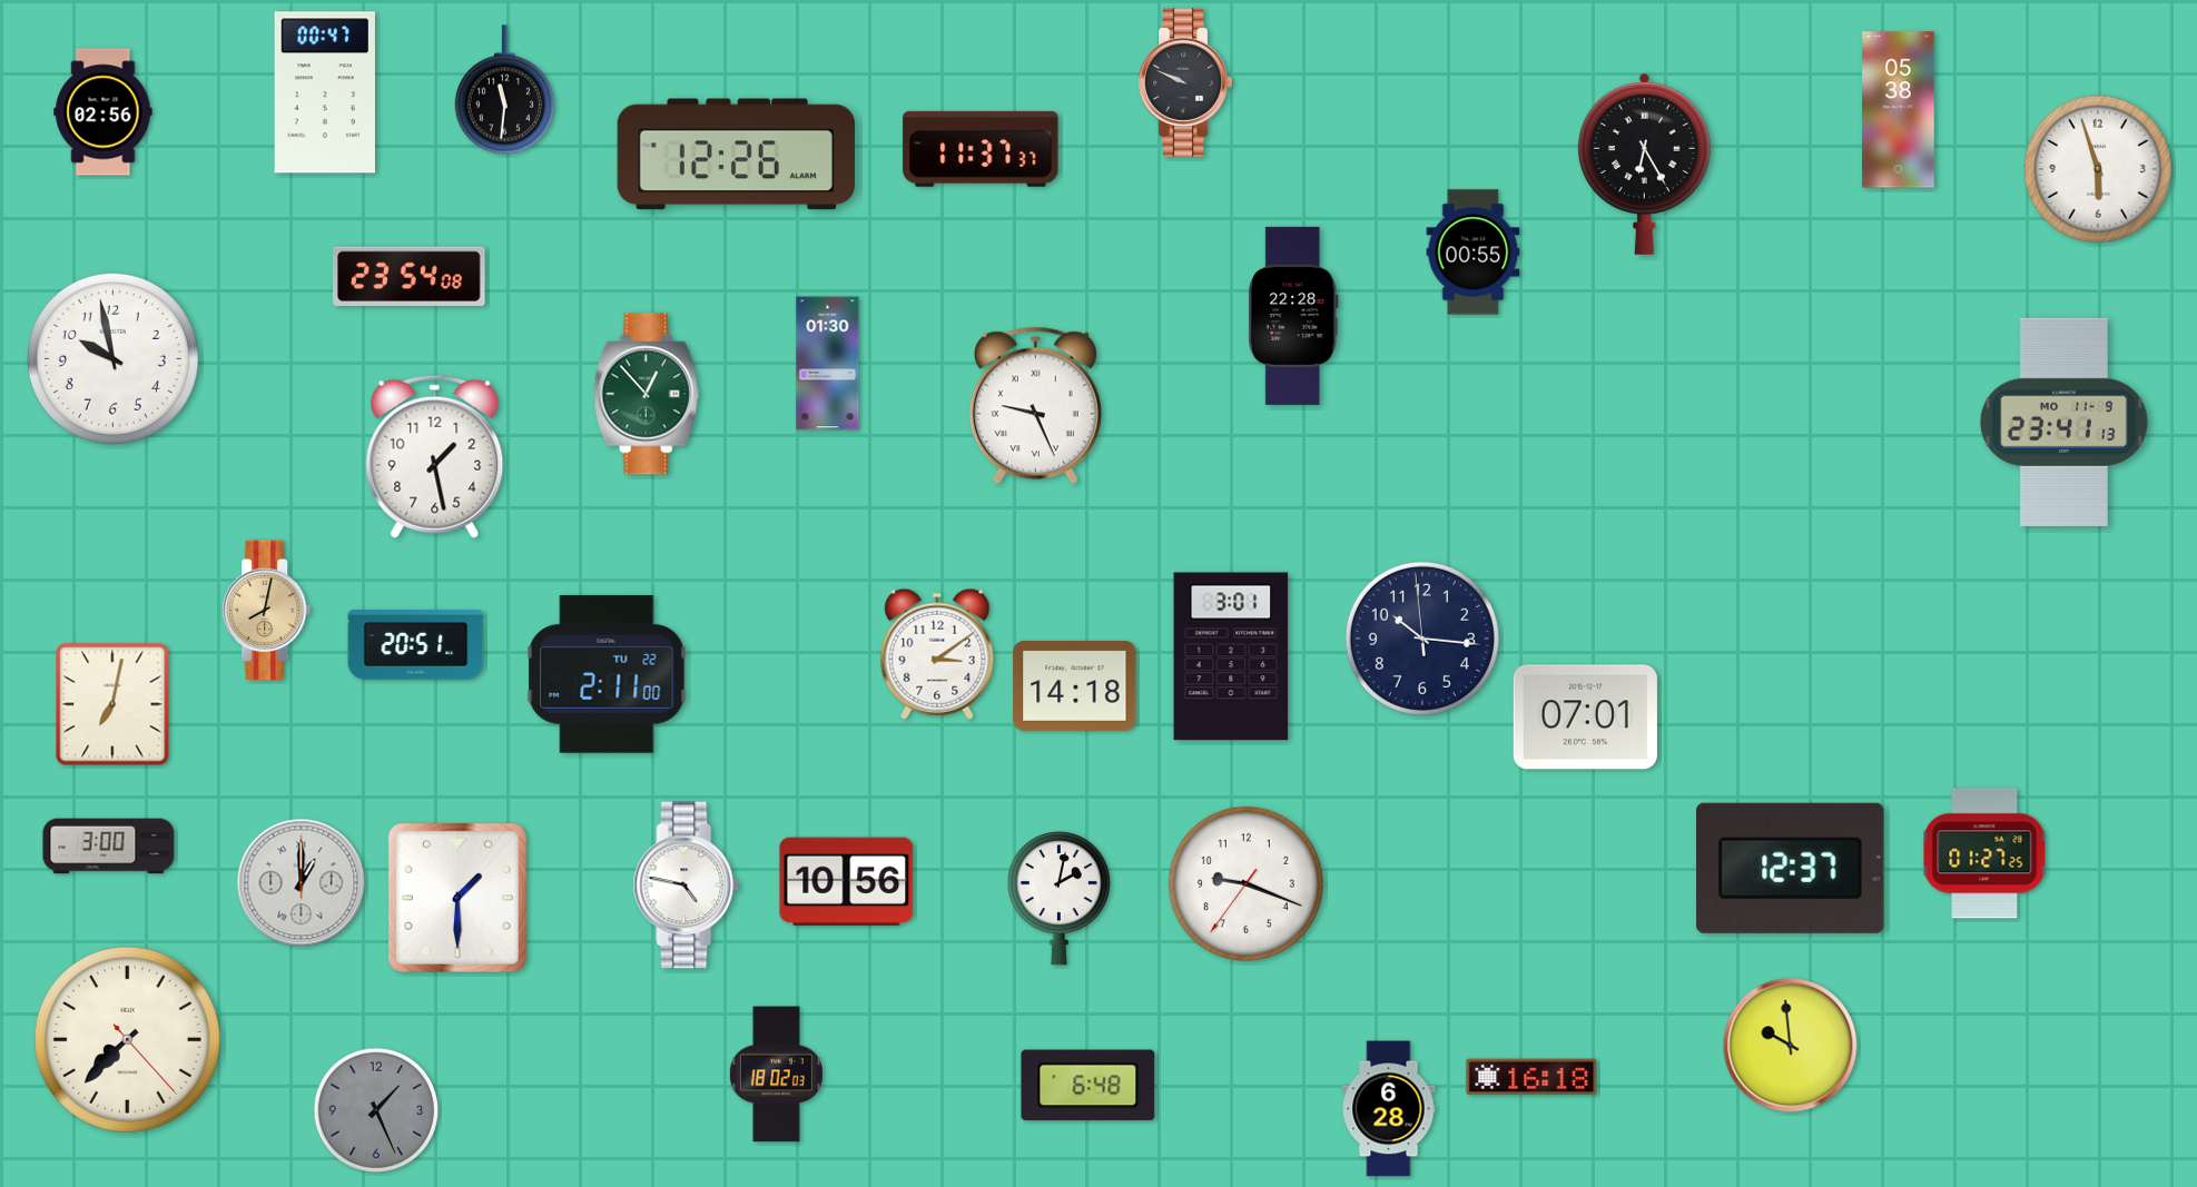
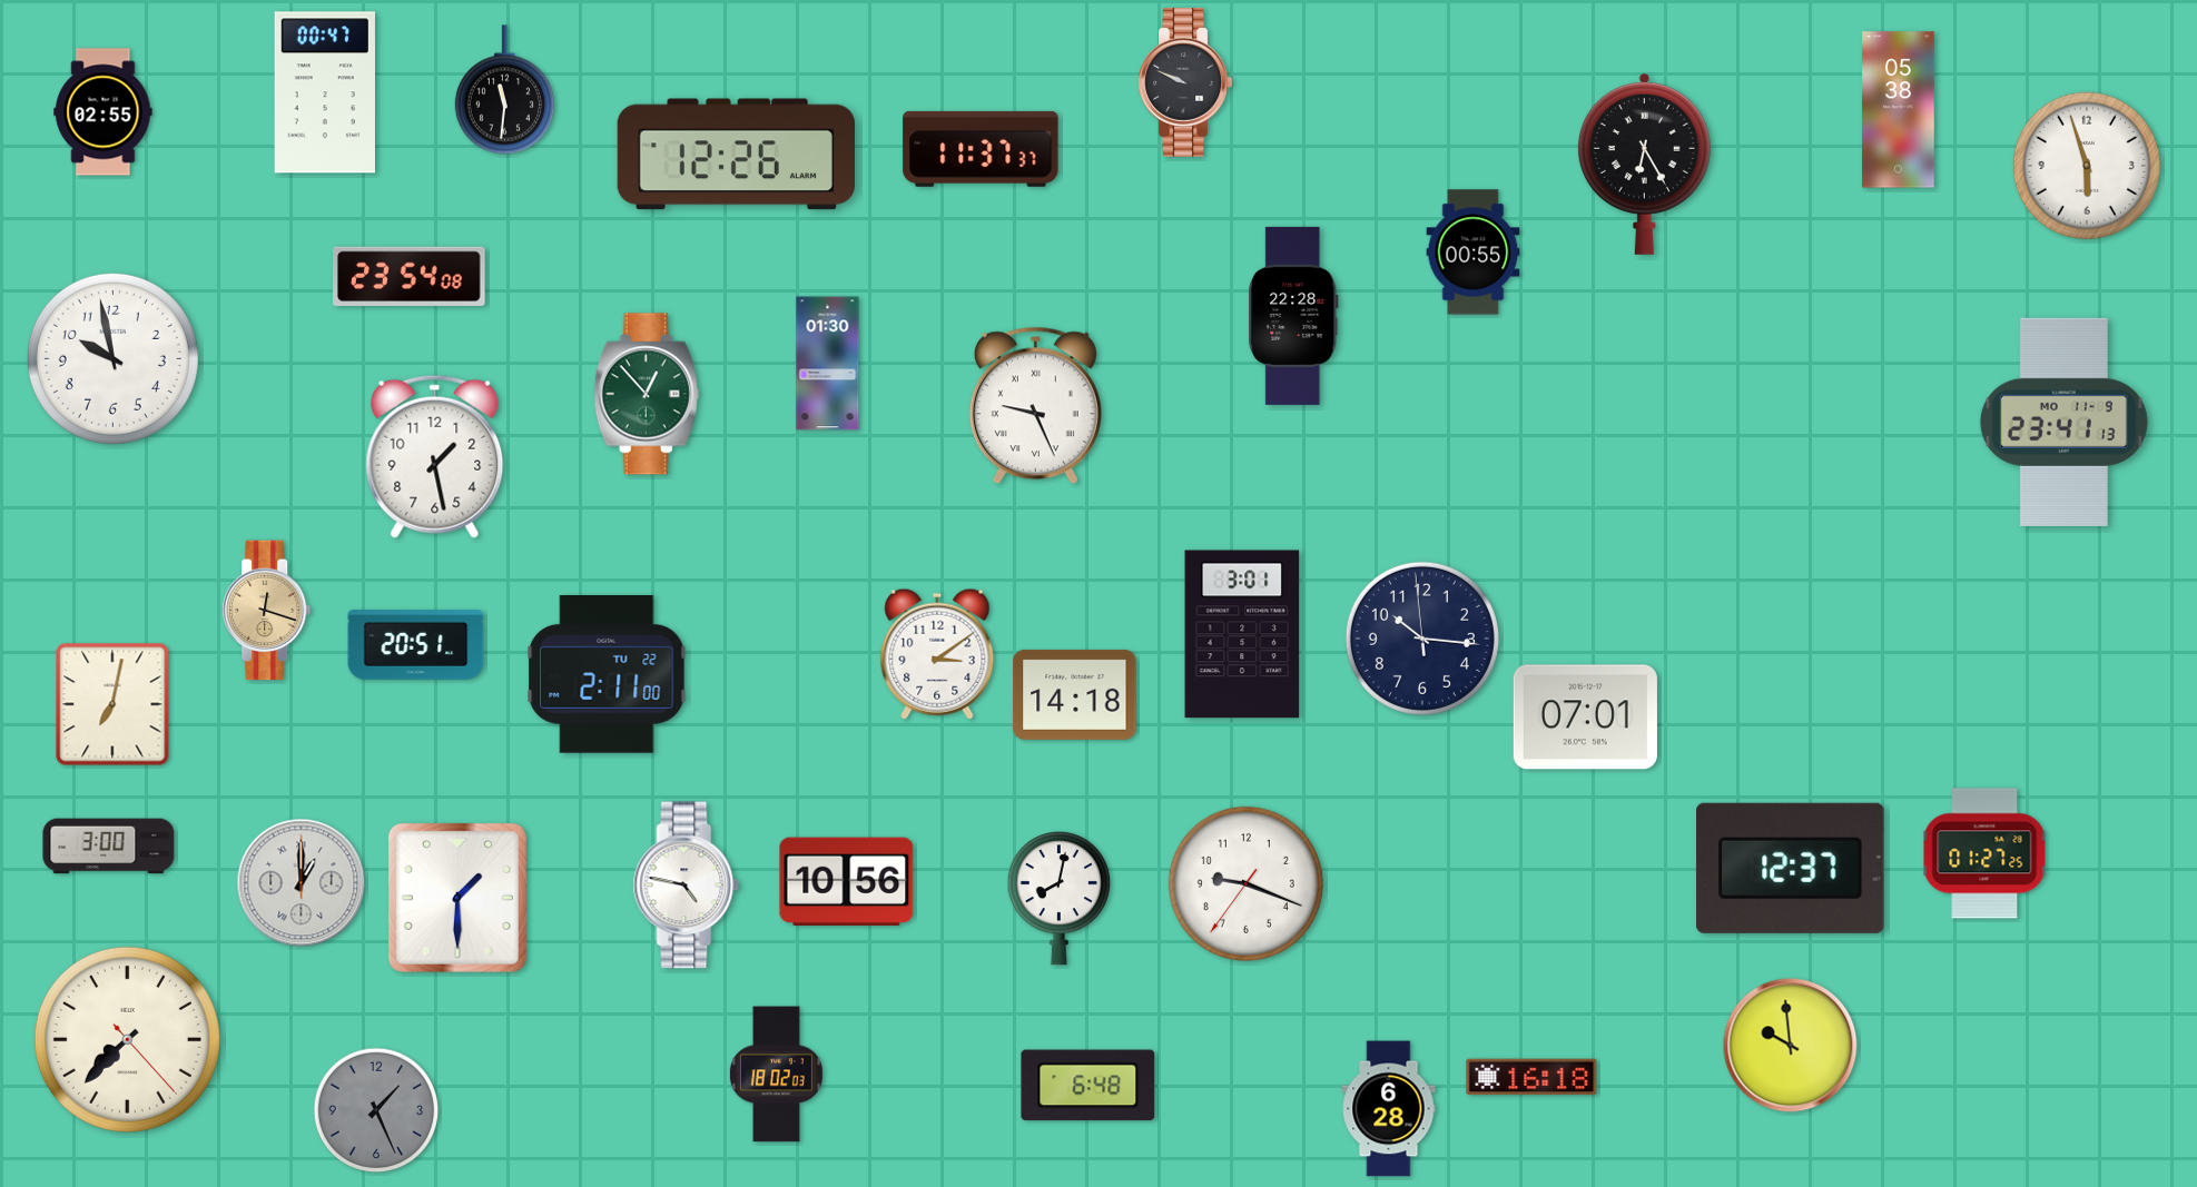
clock at (104, 112): 02:56 -> 02:55
clock at (2098, 169) position: (2098, 169) -> (2087, 166)
clock at (267, 611): 8:02 -> 12:18
clock at (1231, 656) position: (1231, 656) -> (1242, 634)
clock at (1075, 685) position: (1075, 685) -> (1075, 694)
clock at (1058, 899): 2:02 -> 8:02
